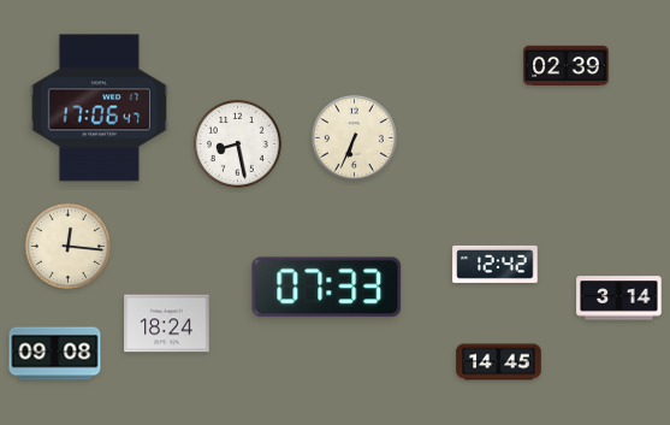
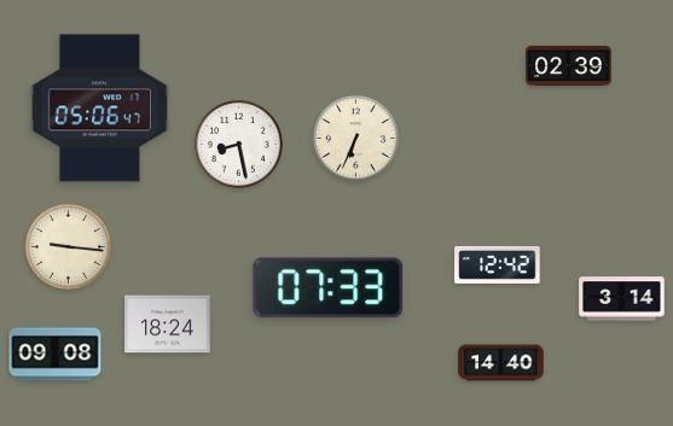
clock at (99, 108): 17:06 -> 05:06
clock at (67, 246): 12:16 -> 9:16
clock at (499, 362): 14:45 -> 14:40
